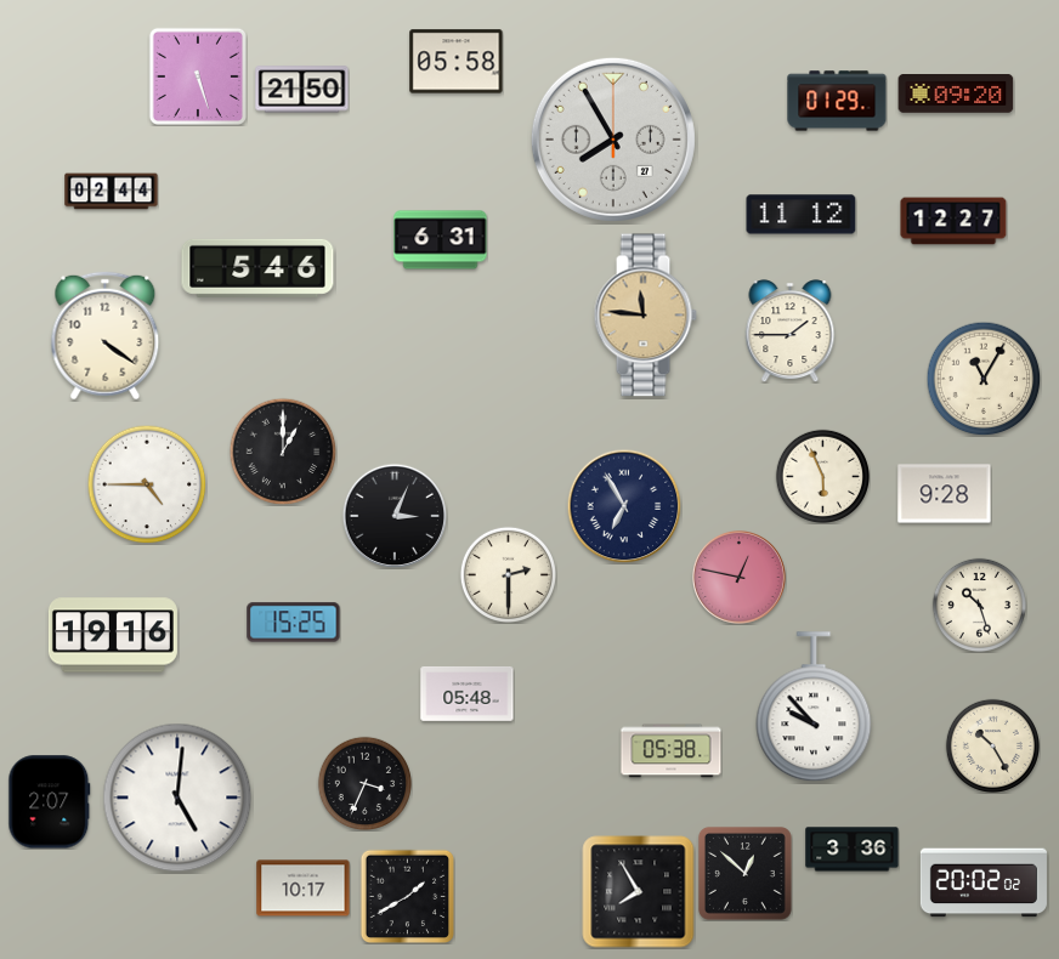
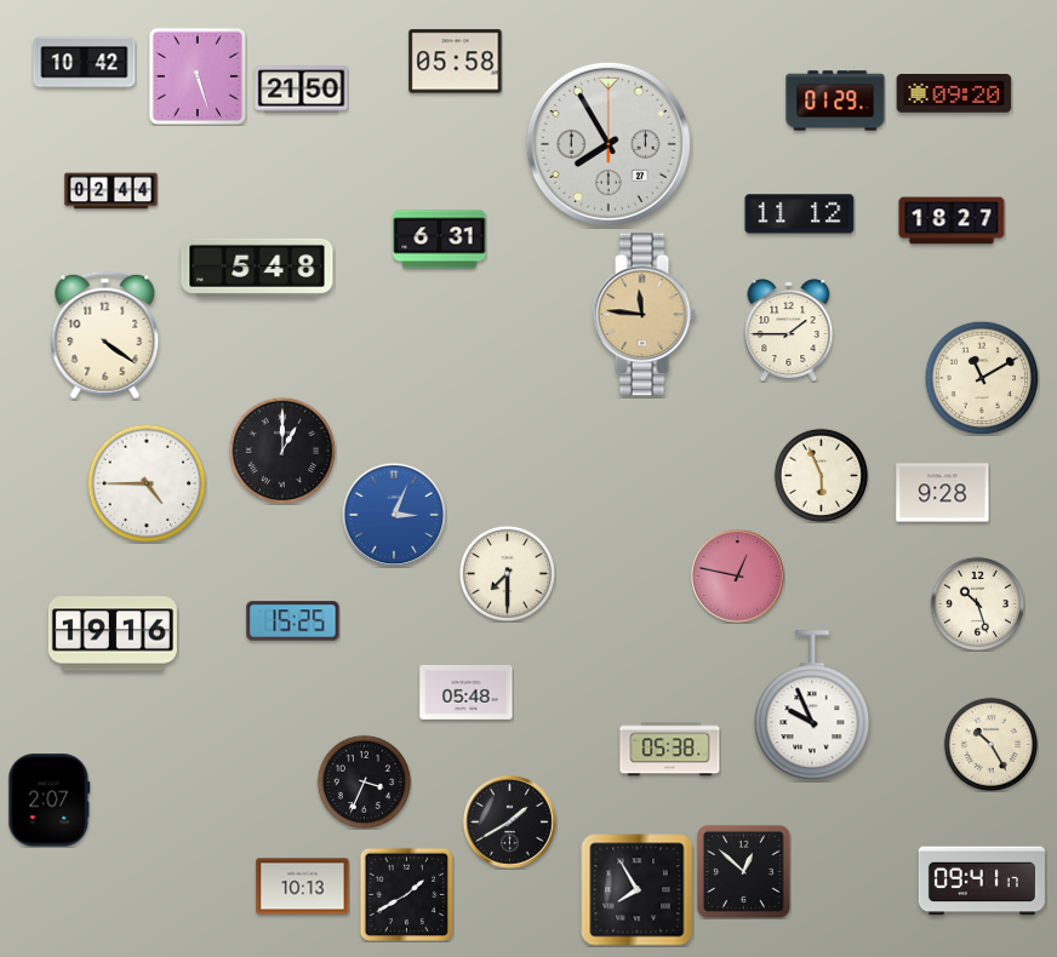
clock at (85, 63): none -> 10:42
clock at (613, 140) position: (613, 140) -> (609, 144)
clock at (953, 221): 12:27 -> 18:27
clock at (257, 268): 5:46 -> 5:48
clock at (984, 379): 11:05 -> 11:10
clock at (624, 506): 6:55 -> none
clock at (393, 515) dial: black -> blue
clock at (508, 574): 2:30 -> 7:30
clock at (814, 708): 9:53 -> 9:56
clock at (177, 798): 5:01 -> none
clock at (510, 823): none -> 1:40
clock at (853, 850): 3:36 -> none
clock at (984, 883): 20:02 -> 09:41
clock at (304, 889): 10:17 -> 10:13
